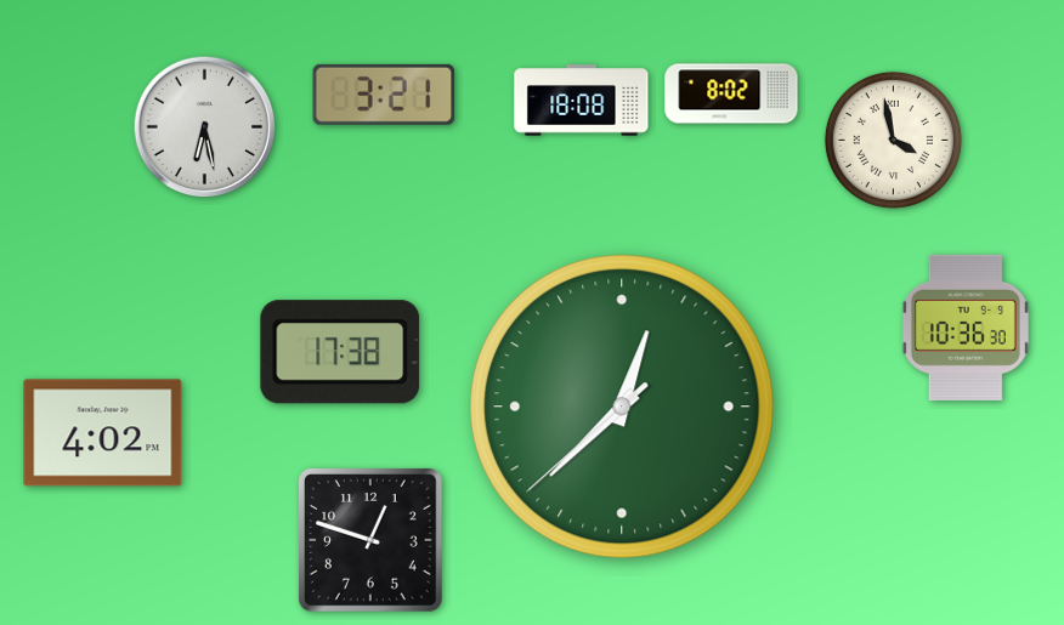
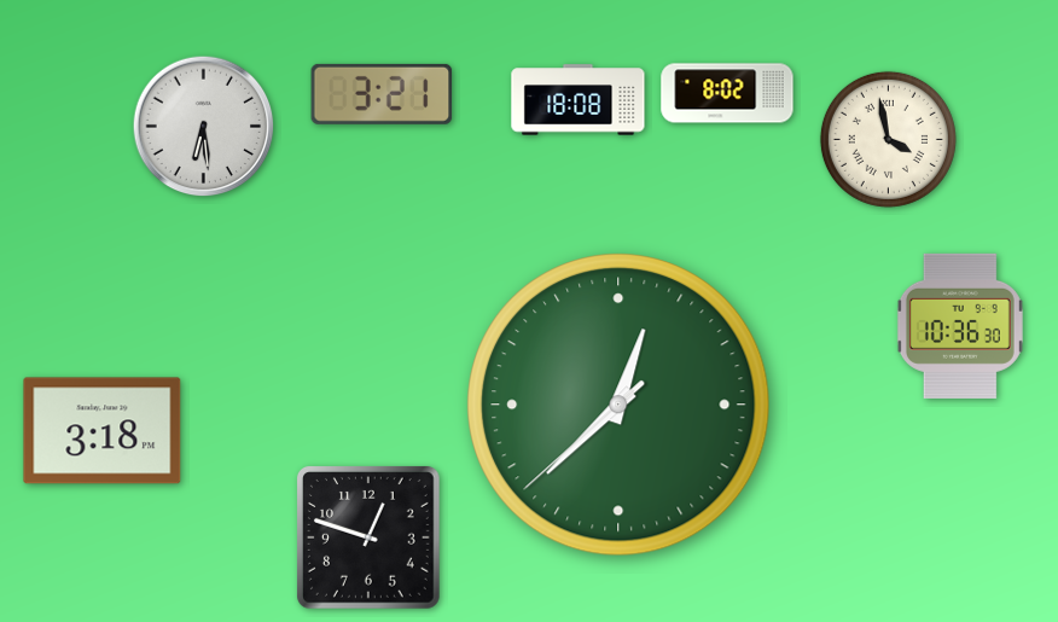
clock at (205, 127): 6:28 -> 6:29
clock at (340, 352): 17:38 -> none
clock at (103, 433): 4:02 -> 3:18
